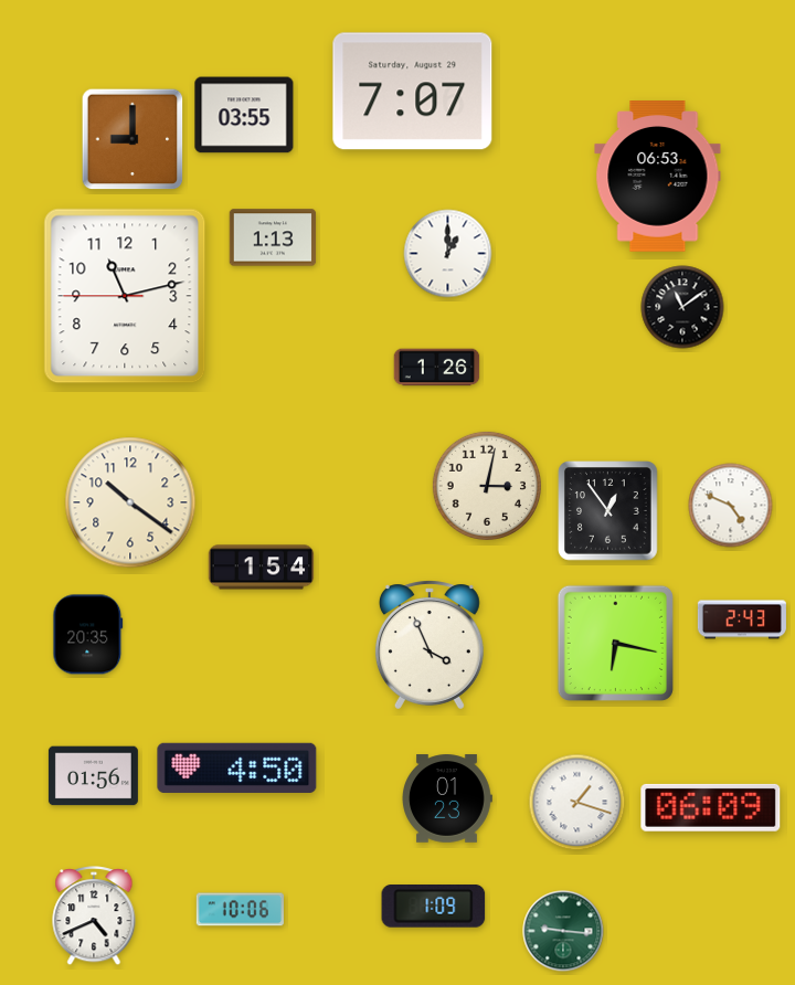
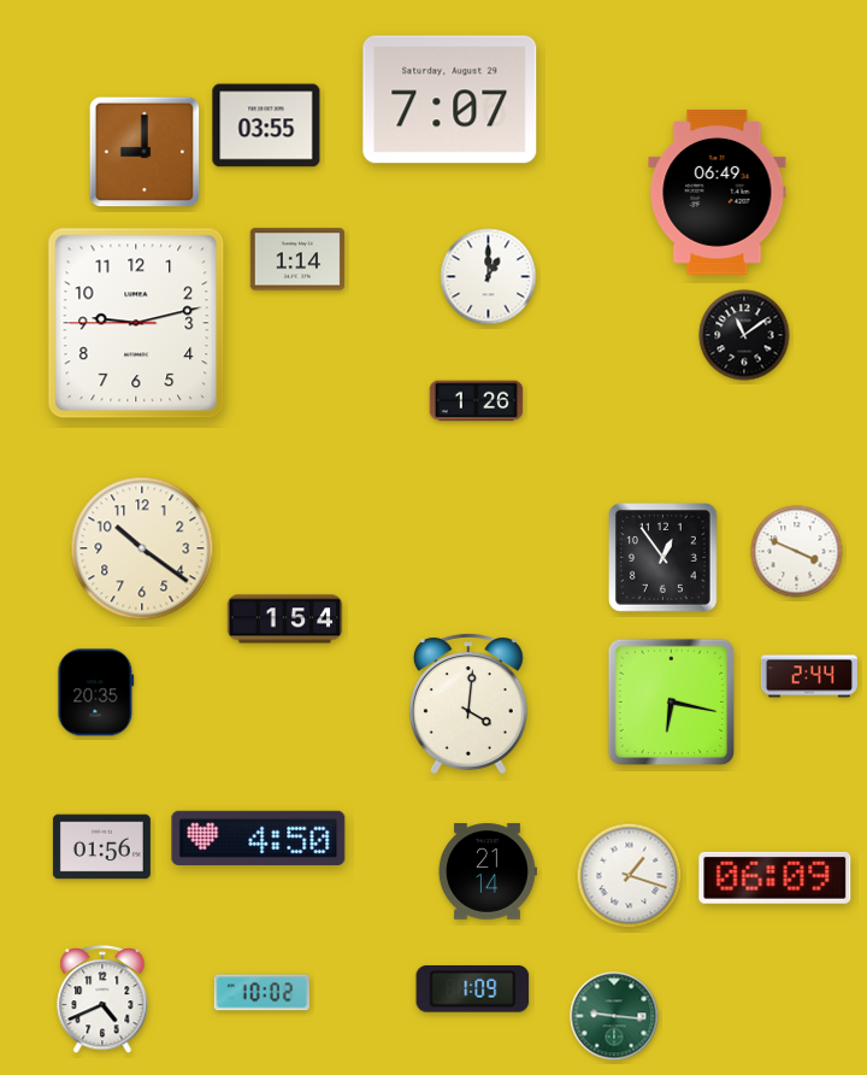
clock at (658, 177): 06:53 -> 06:49
clock at (273, 237): 1:13 -> 1:14
clock at (125, 296): 11:12 -> 9:12
clock at (487, 486): 3:02 -> none
clock at (731, 506): 4:49 -> 3:49
clock at (742, 619): 2:43 -> 2:44
clock at (430, 645): 3:56 -> 4:01
clock at (447, 798): 01:23 -> 21:14
clock at (711, 807) position: (711, 807) -> (775, 877)
clock at (240, 910): 10:06 -> 10:02
